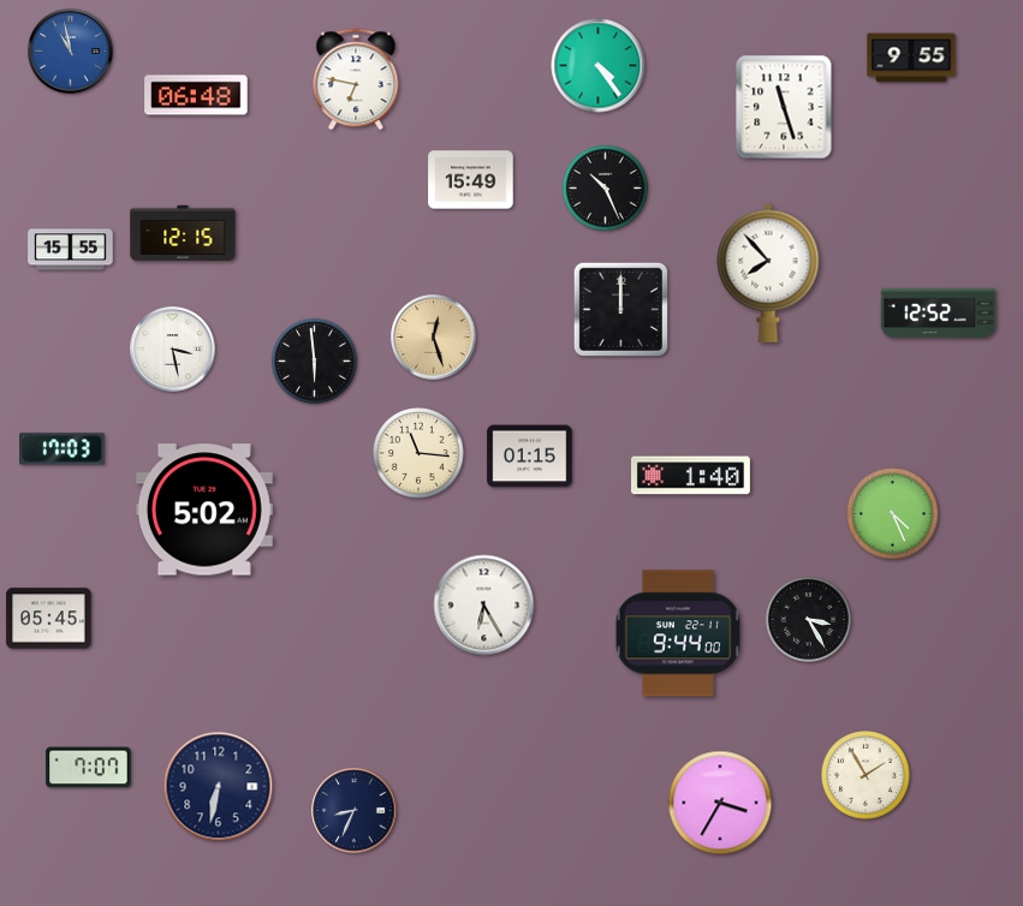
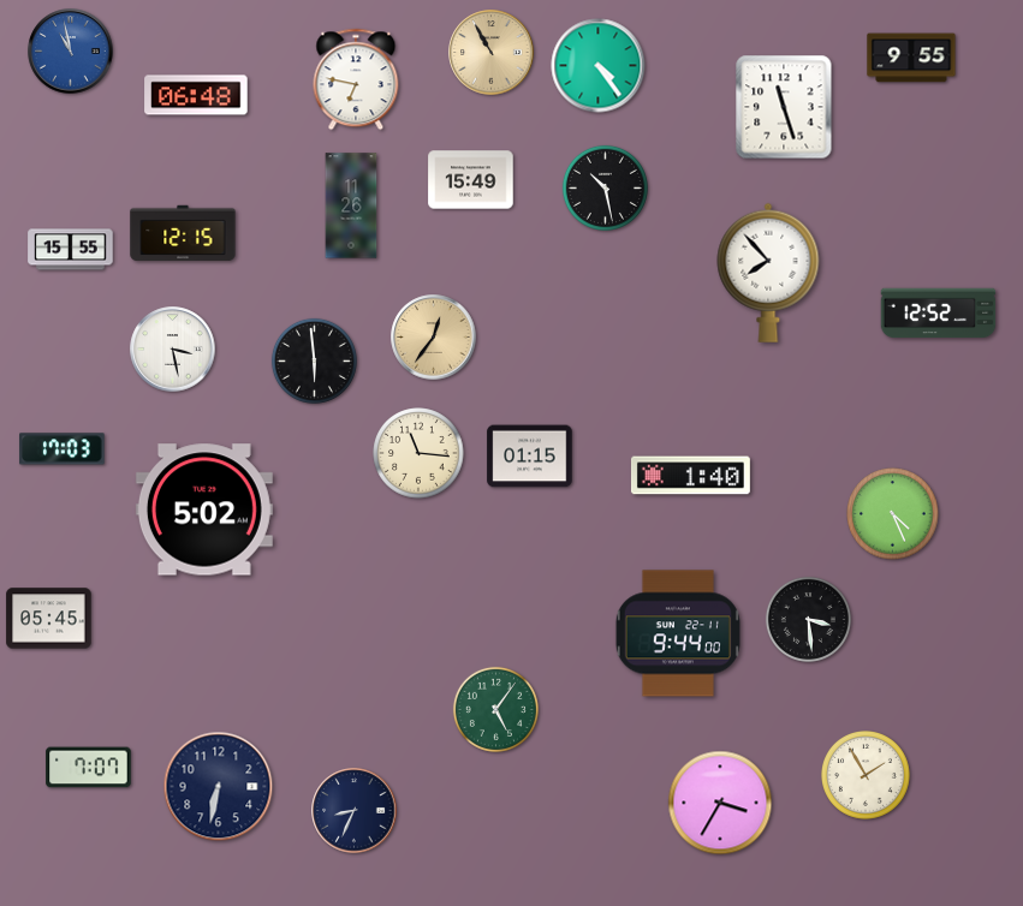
clock at (492, 53): none -> 10:55
clock at (605, 187): 10:26 -> 10:28
clock at (351, 205): none -> 11:26
clock at (620, 309): 12:00 -> none
clock at (434, 338): 12:27 -> 12:36
clock at (484, 606): 6:25 -> none
clock at (808, 619): 3:25 -> 3:29
clock at (495, 709): none -> 5:06
